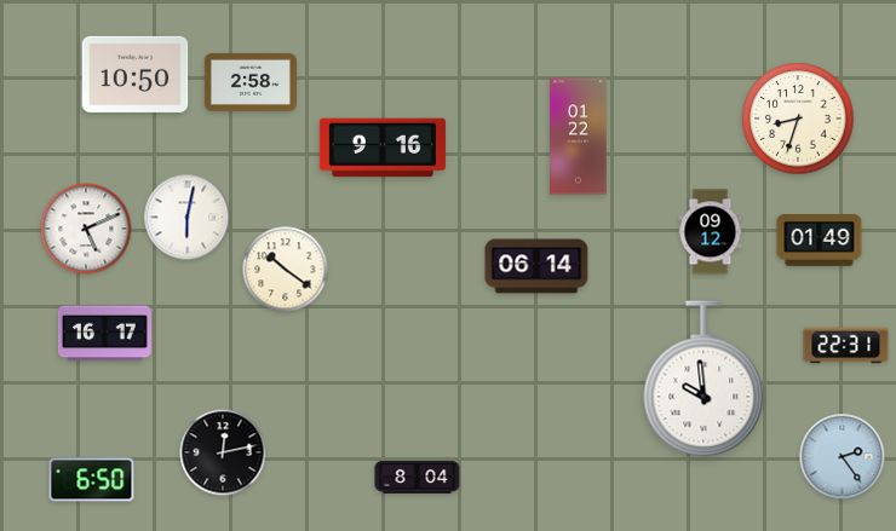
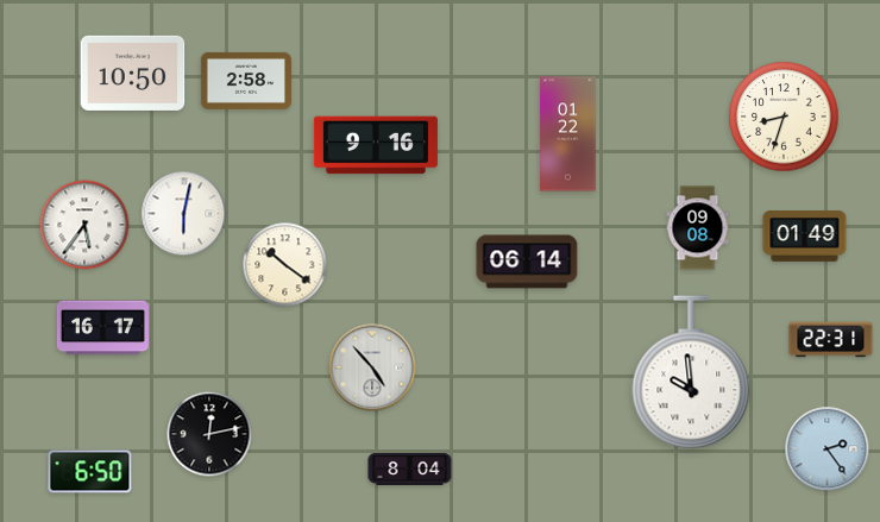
clock at (86, 229): 5:11 -> 5:36
clock at (711, 232): 09:12 -> 09:08
clock at (286, 270) position: (286, 270) -> (285, 265)
clock at (372, 367): none -> 4:53
clock at (223, 452) position: (223, 452) -> (209, 434)
